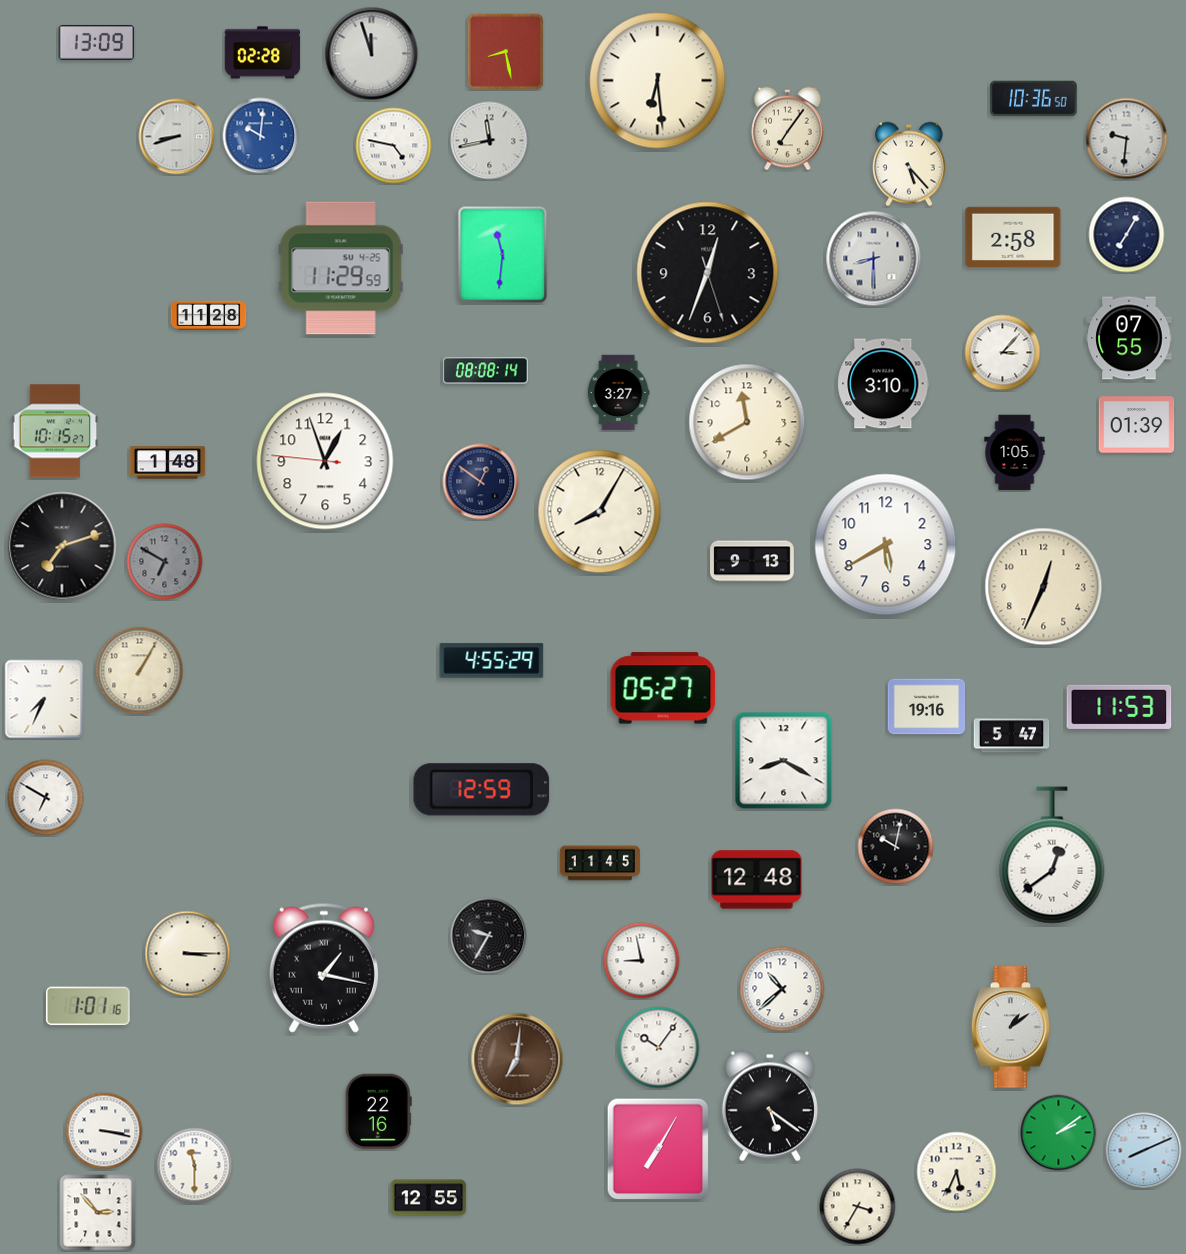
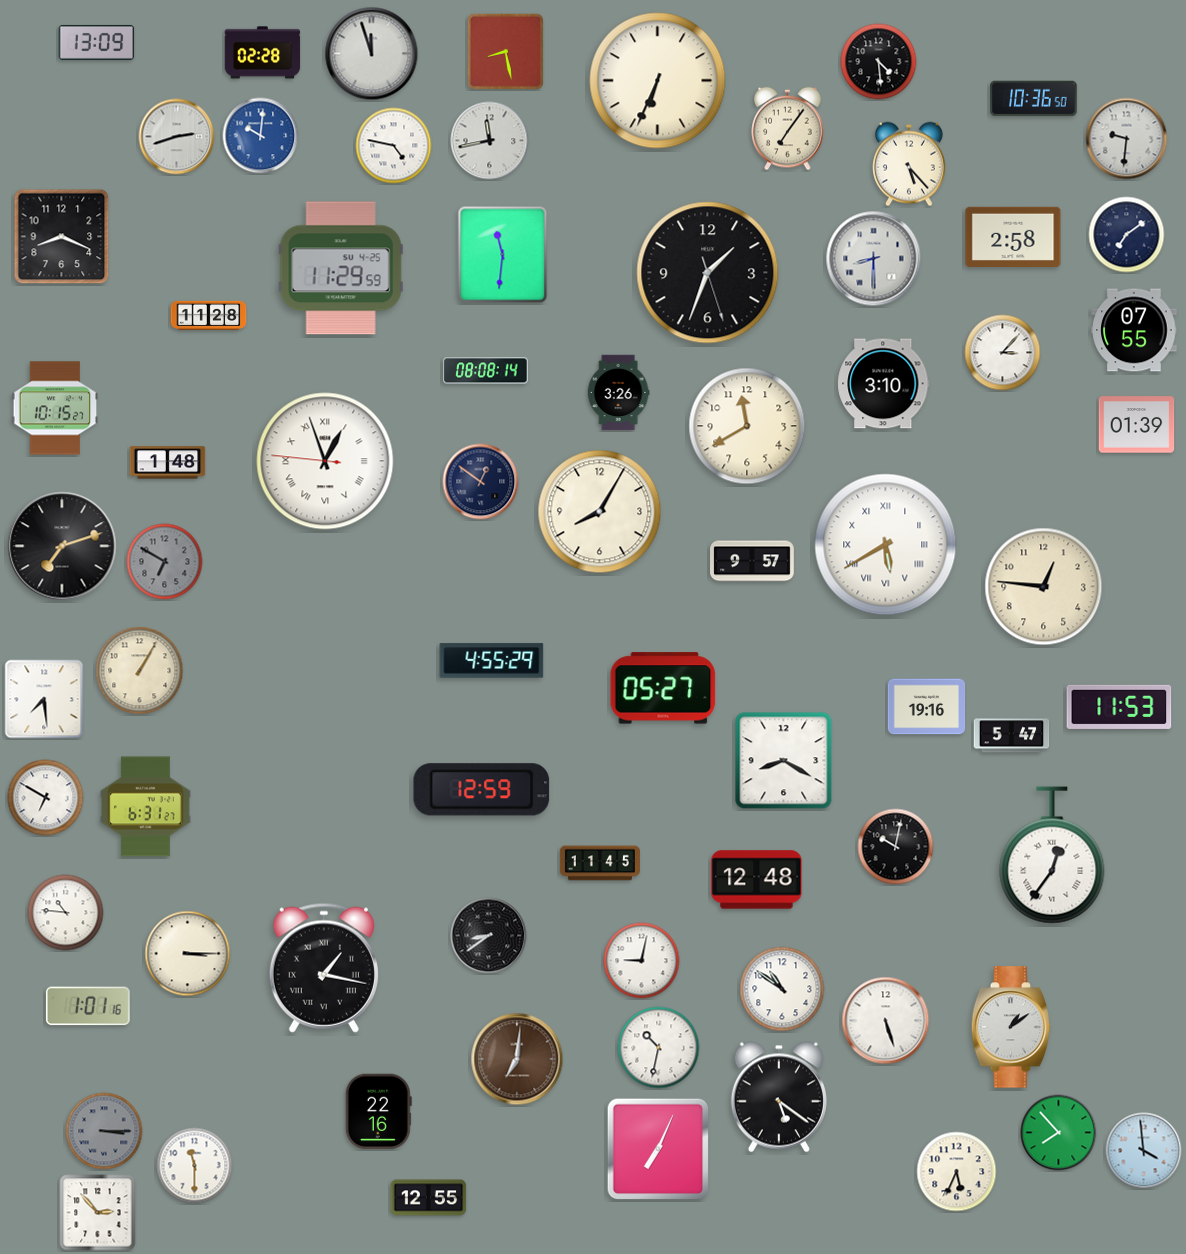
clock at (879, 62): none -> 4:29
clock at (658, 81): 6:29 -> 6:34
clock at (177, 137): 8:42 -> 2:42
clock at (1127, 235): 7:05 -> 7:09
clock at (62, 237): none -> 8:19
clock at (708, 273): 12:33 -> 1:33
clock at (1129, 338) position: (1129, 338) -> (1134, 330)
clock at (618, 393): 3:27 -> 3:26
clock at (747, 422) position: (747, 422) -> (747, 426)
clock at (55, 431) position: (55, 431) -> (55, 408)
clock at (1015, 453): 1:05 -> none
clock at (325, 461) numerals: Arabic -> Roman
clock at (886, 545) numerals: Arabic -> Roman
clock at (752, 561): 9:13 -> 9:57
clock at (1044, 587): 12:34 -> 12:46
clock at (44, 699): 7:34 -> 7:29
clock at (146, 807): none -> 6:31
clock at (1052, 855): 12:39 -> 12:36
clock at (66, 913): none -> 10:46
clock at (489, 936): 9:35 -> 8:39
clock at (642, 961): 8:58 -> 9:02
clock at (782, 989): 10:38 -> 10:51
clock at (886, 1021): none -> 5:27
clock at (659, 1048): 10:06 -> 10:32
clock at (770, 1106) position: (770, 1106) -> (779, 1097)
clock at (104, 1131): 3:17 -> 3:15
clock at (104, 1131) dial: white -> grey
clock at (1059, 1133): 2:09 -> 7:53
clock at (658, 1149): 7:05 -> 7:04
clock at (1144, 1151): 8:11 -> 3:59
clock at (858, 1207): 3:35 -> none
